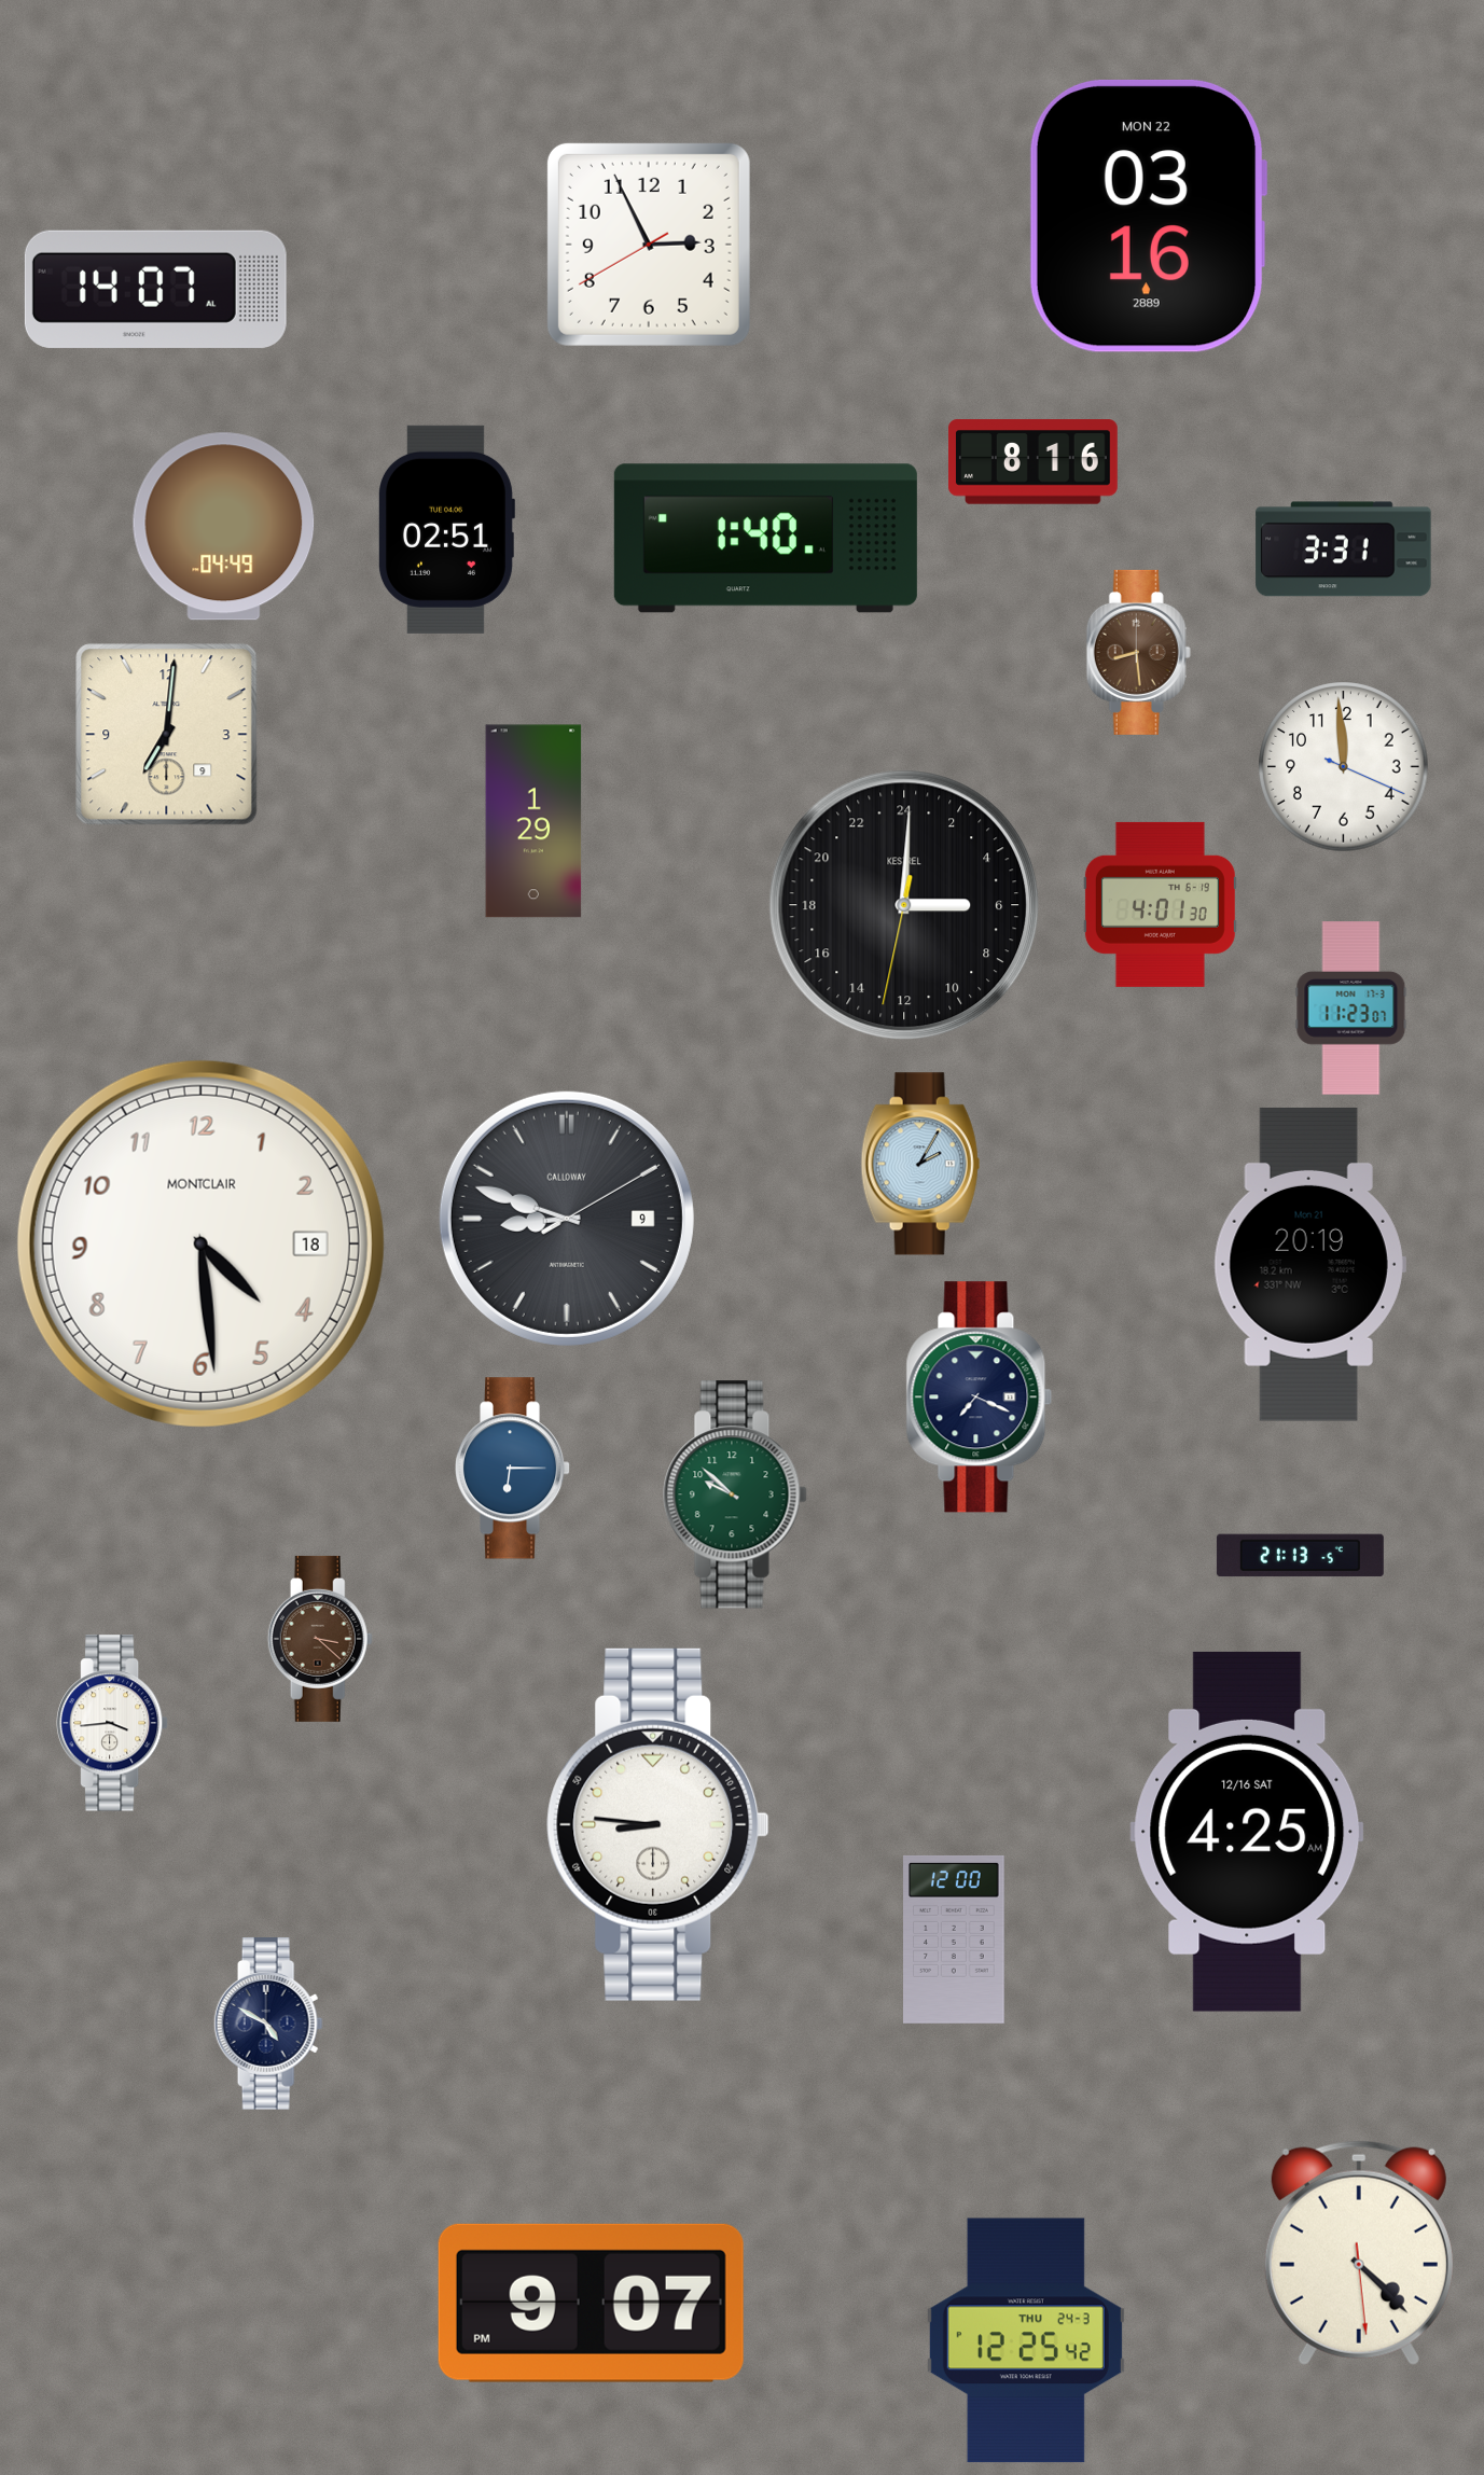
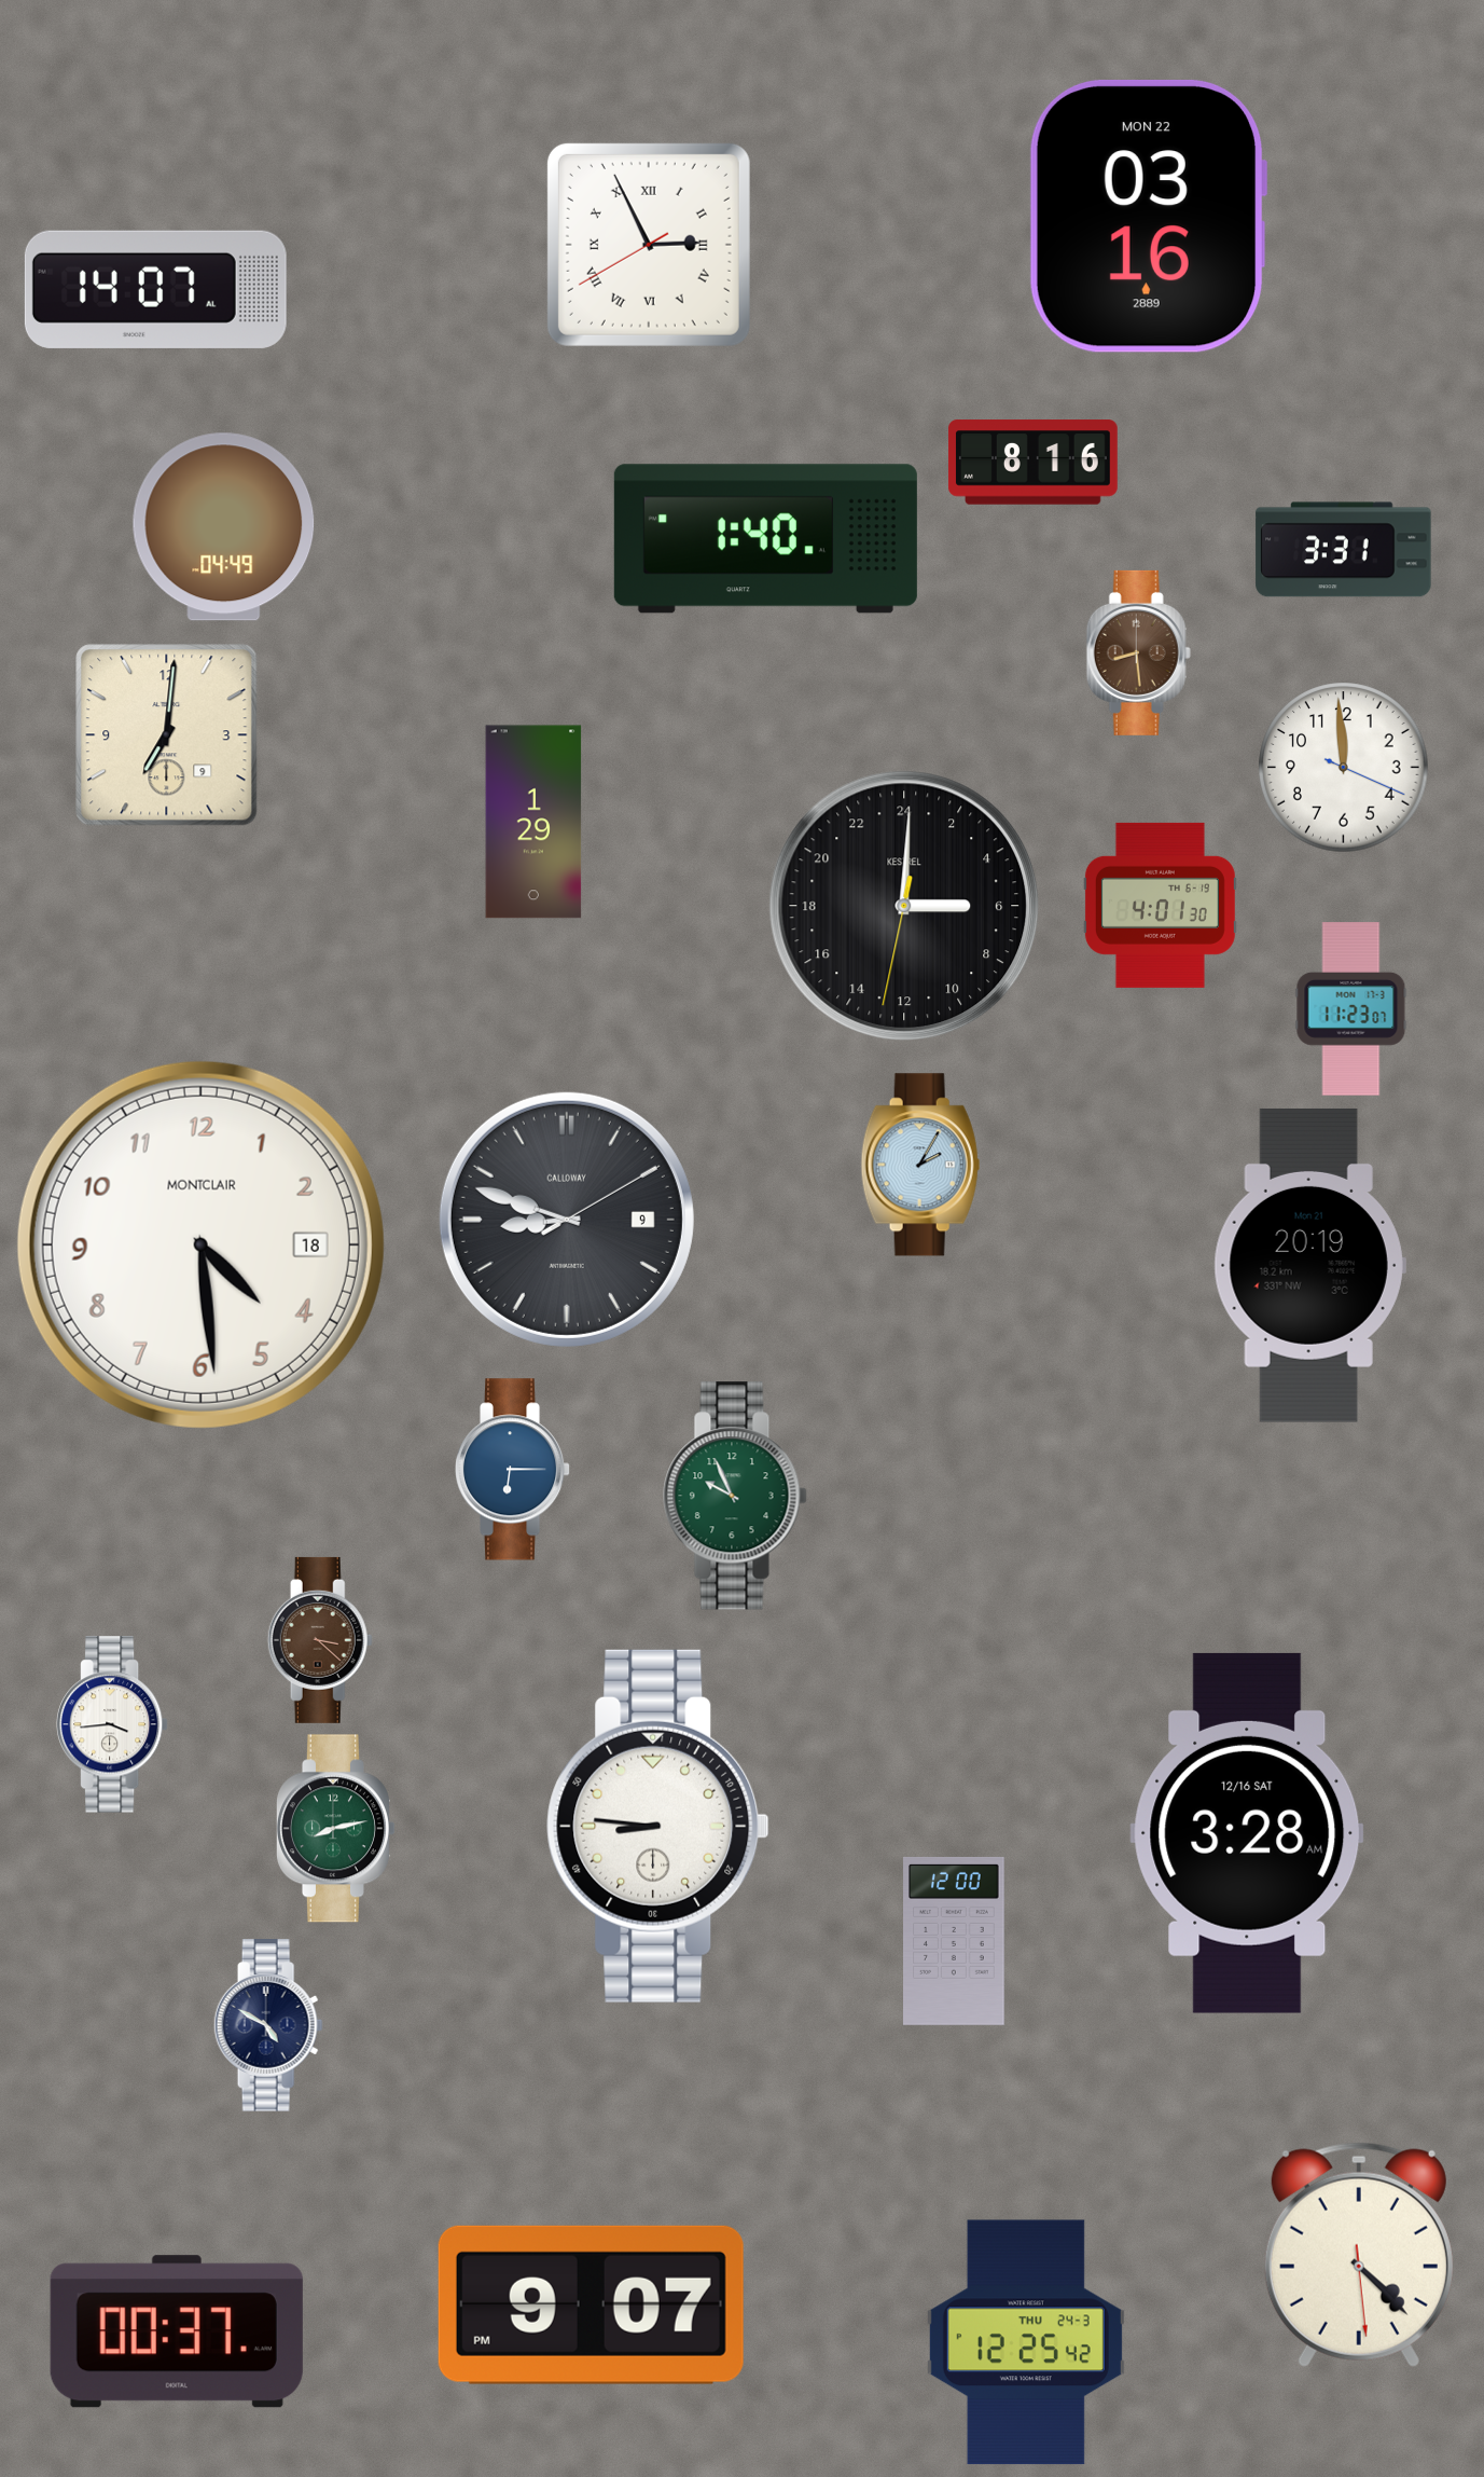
clock at (649, 245) numerals: Arabic -> Roman
clock at (446, 529): 02:51 -> none
clock at (980, 1398): 7:19 -> none
clock at (735, 1494): 9:52 -> 9:56
clock at (1300, 1556): 21:13 -> none
clock at (335, 1829): none -> 8:13
clock at (1247, 1832): 4:25 -> 3:28
clock at (177, 2331): none -> 00:37
